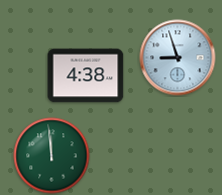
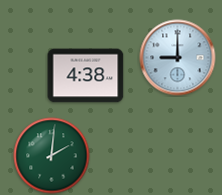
clock at (178, 58): 8:57 -> 9:00
clock at (52, 156): 11:59 -> 2:01
